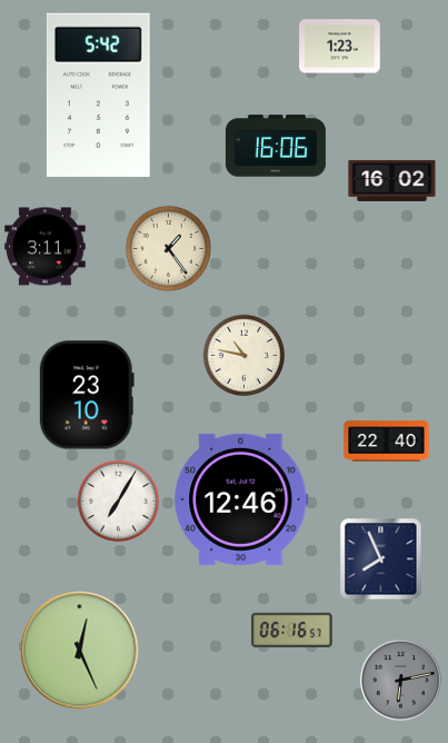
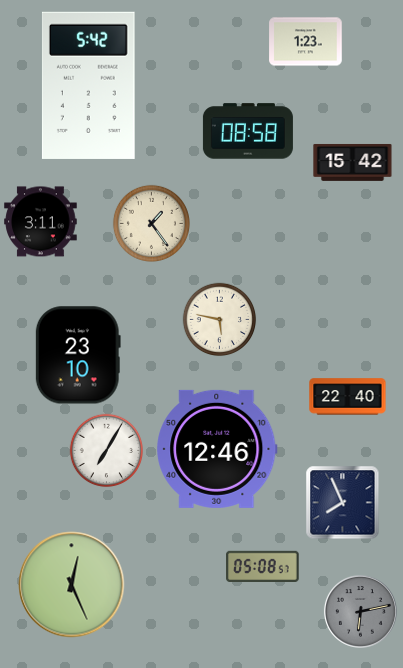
clock at (276, 146): 16:06 -> 08:58
clock at (392, 180): 16:02 -> 15:42
clock at (245, 356): 10:47 -> 5:47
clock at (292, 630): 06:16 -> 05:08
